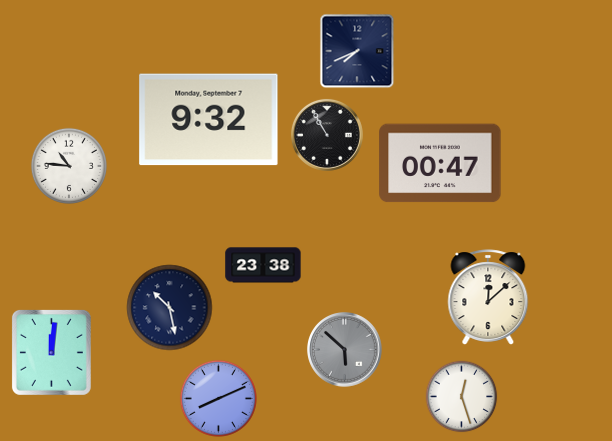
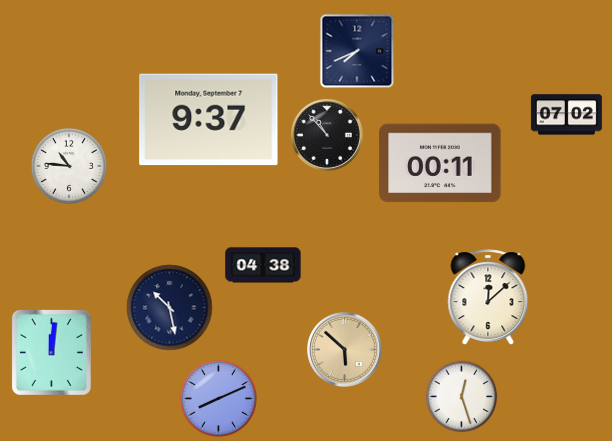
clock at (566, 115): none -> 07:02
clock at (209, 120): 9:32 -> 9:37
clock at (327, 135): 10:55 -> 10:53
clock at (440, 163): 00:47 -> 00:11
clock at (263, 265): 23:38 -> 04:38
clock at (345, 350) dial: grey -> champagne
